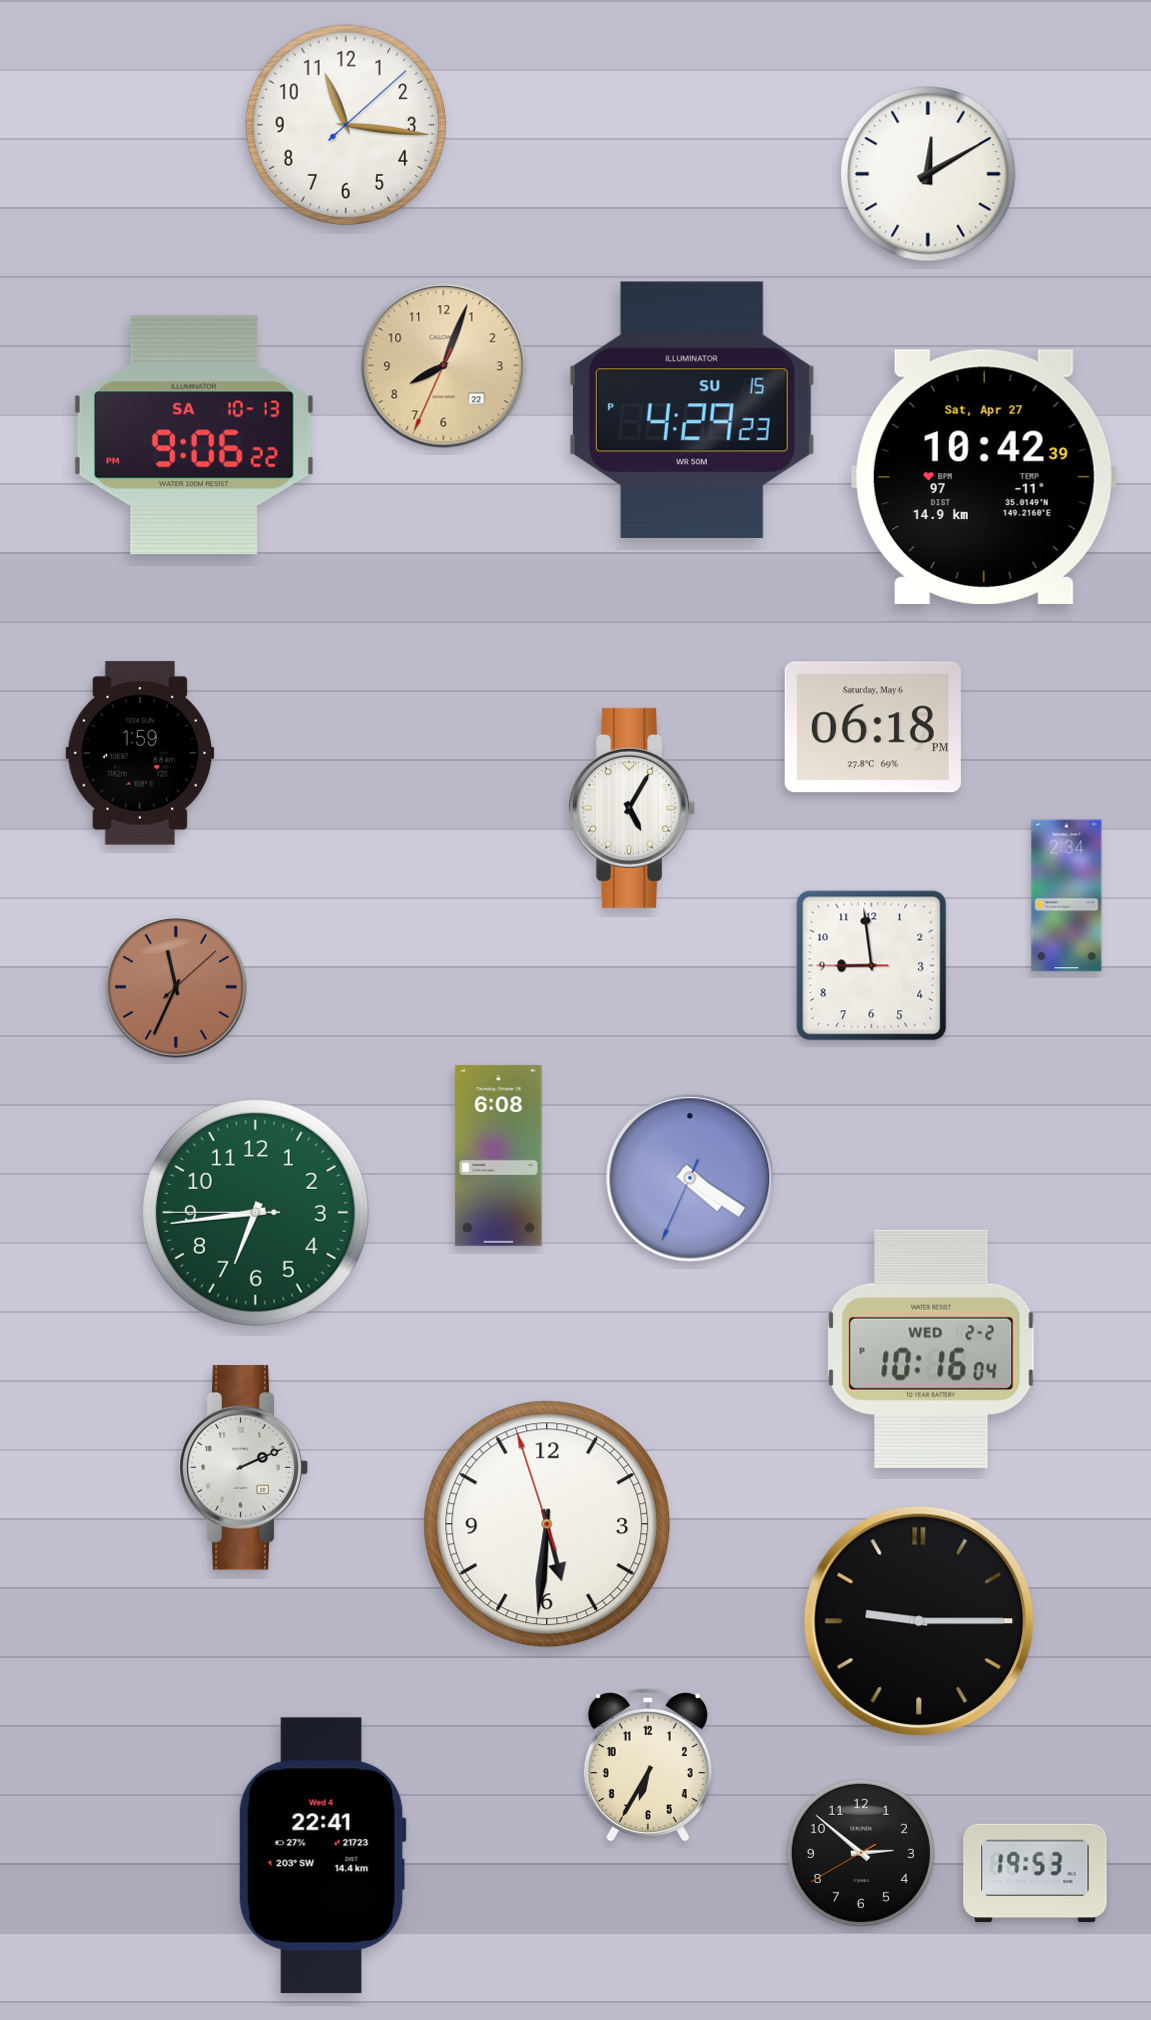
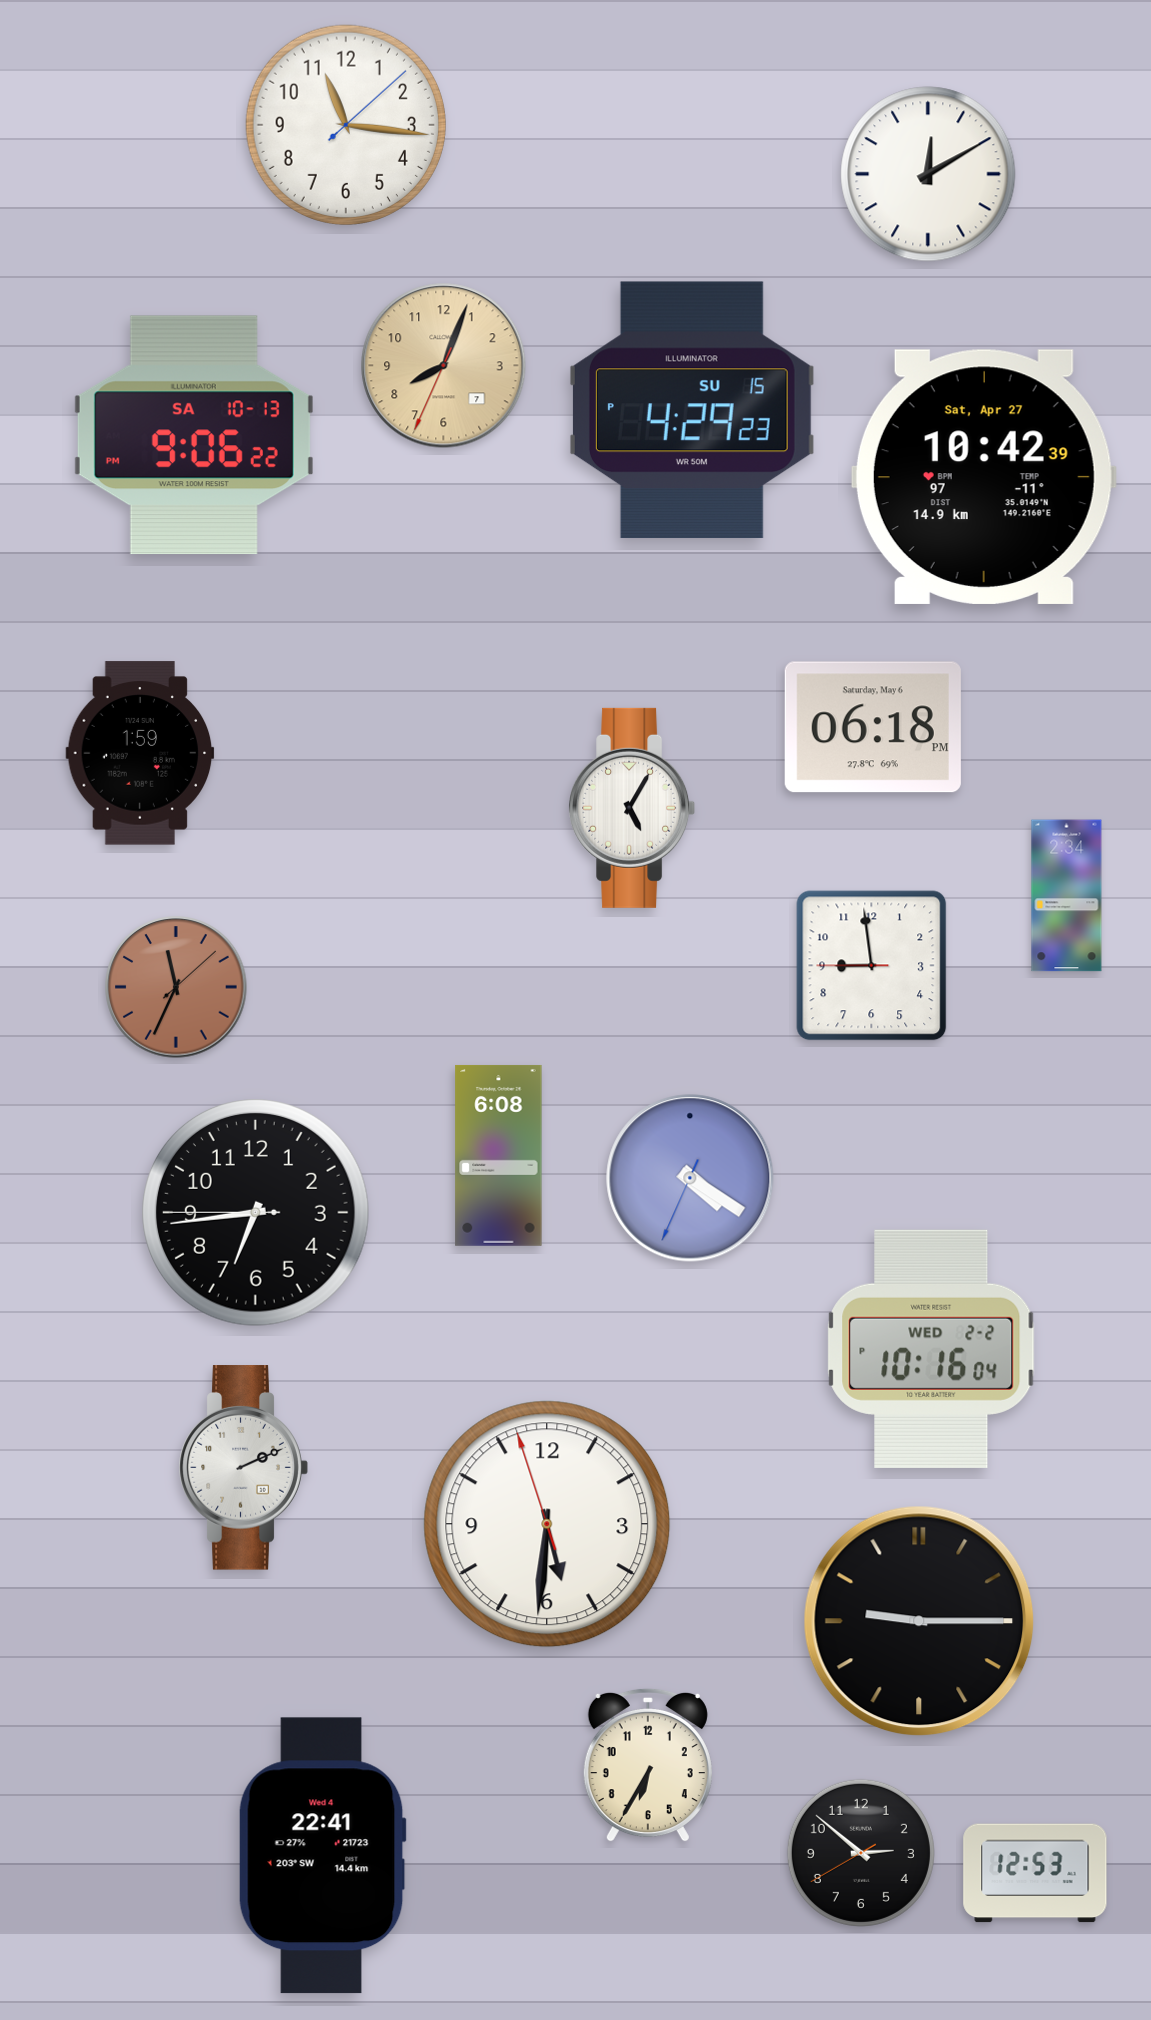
clock at (444, 366) date: 22 -> 7
clock at (256, 1213) dial: green -> black
clock at (1035, 1873): 19:53 -> 12:53
